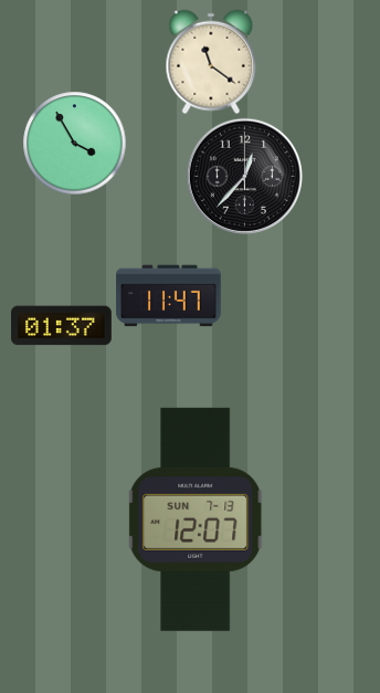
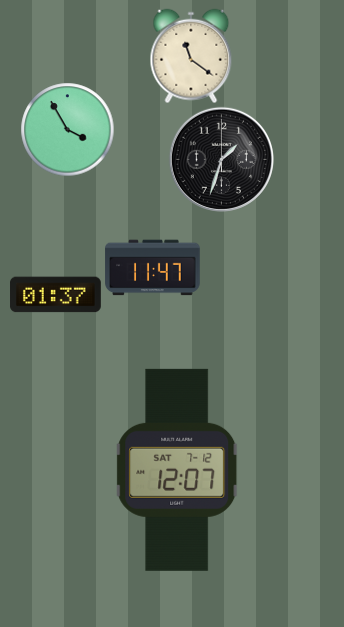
clock at (244, 176): 12:37 -> 1:33
clock at (196, 519) date: SUN 7-13 -> SAT 7-12
